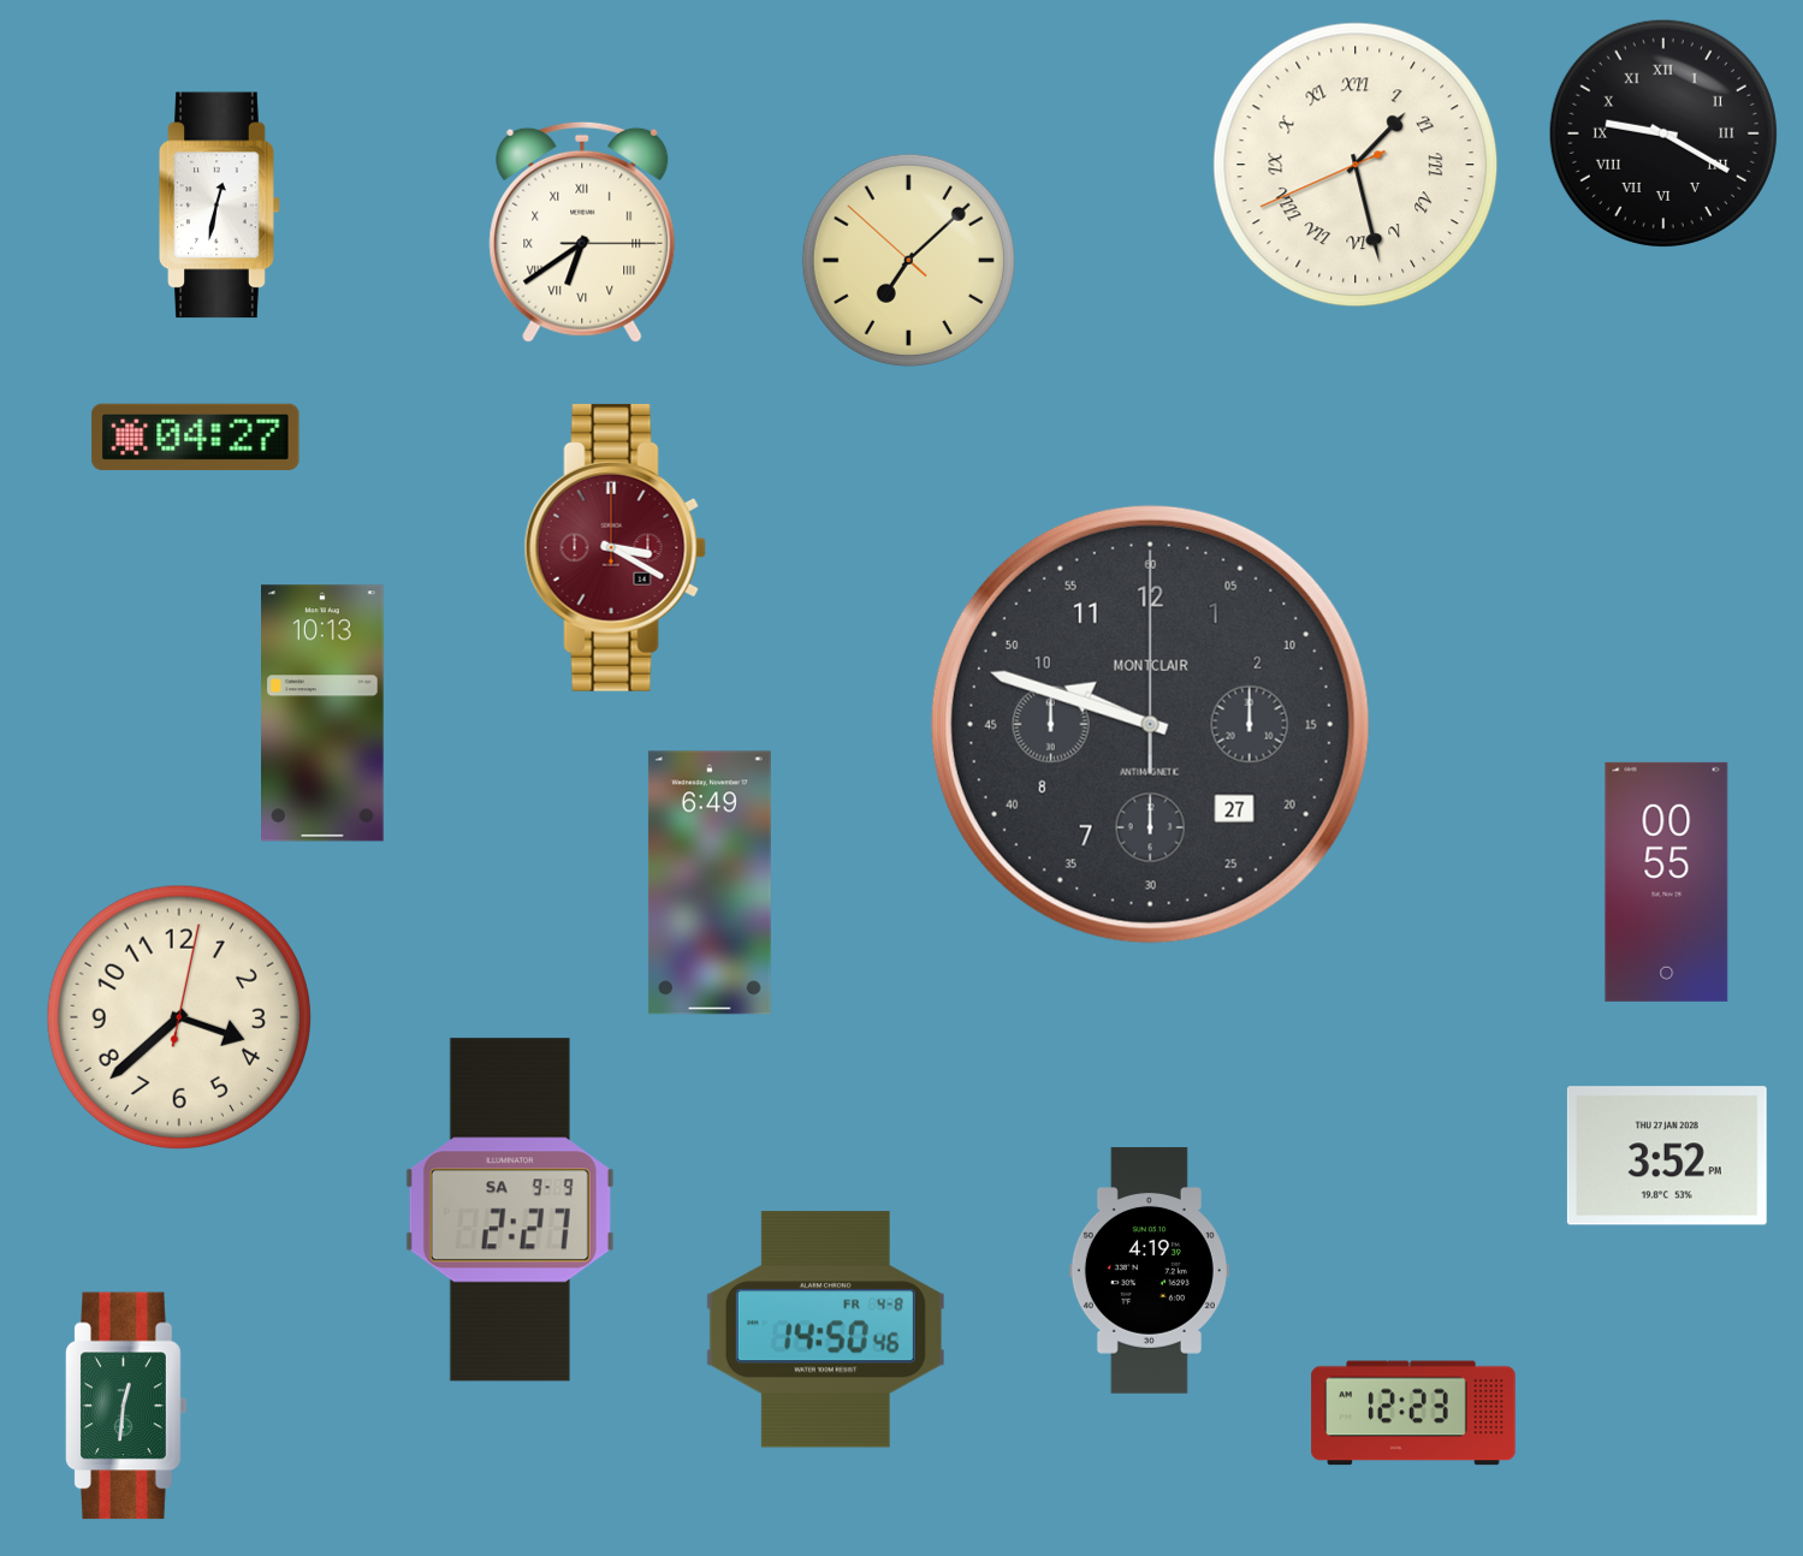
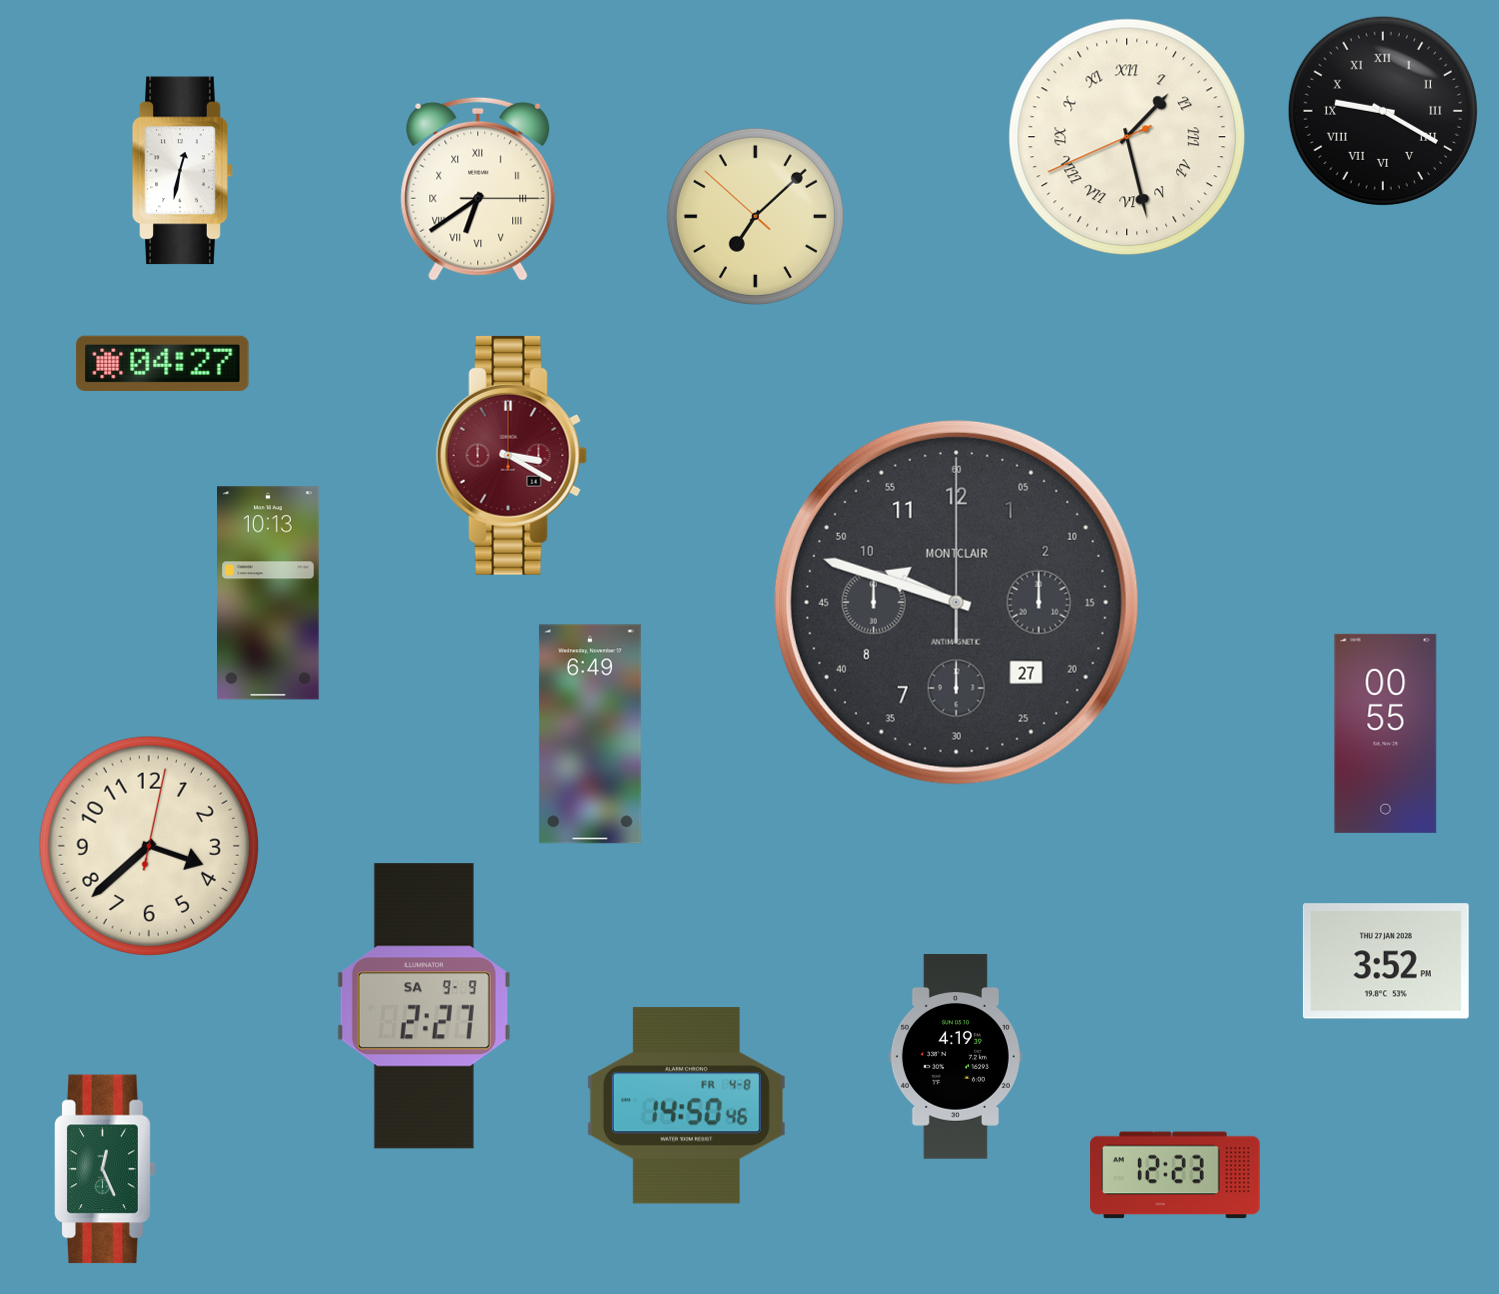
clock at (582, 232) position: (582, 232) -> (478, 189)
clock at (126, 1406): 12:31 -> 12:26
